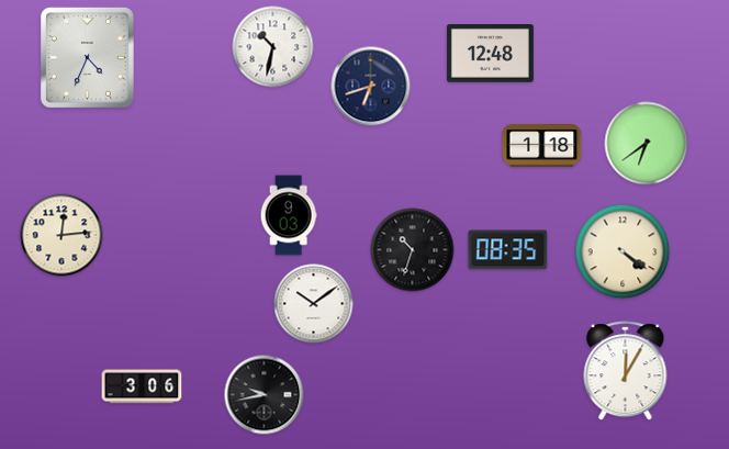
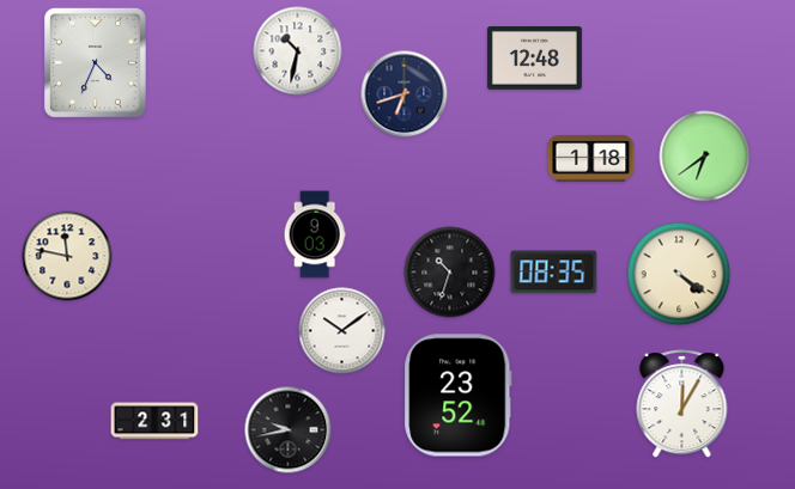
clock at (61, 235): 12:14 -> 11:47
clock at (459, 396): none -> 23:52
clock at (142, 386): 3:06 -> 2:31
